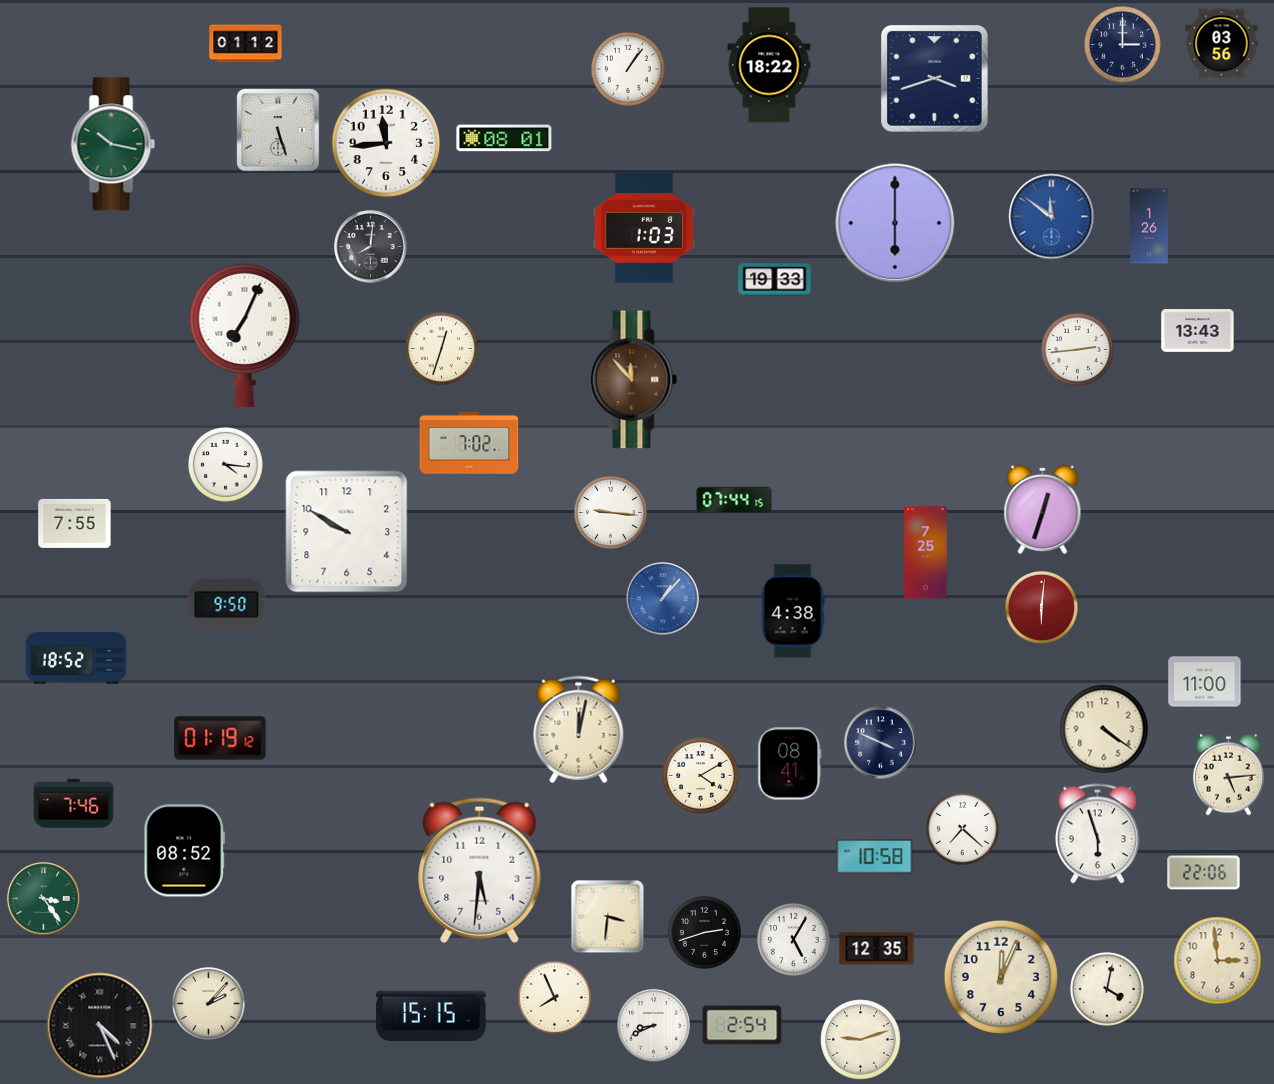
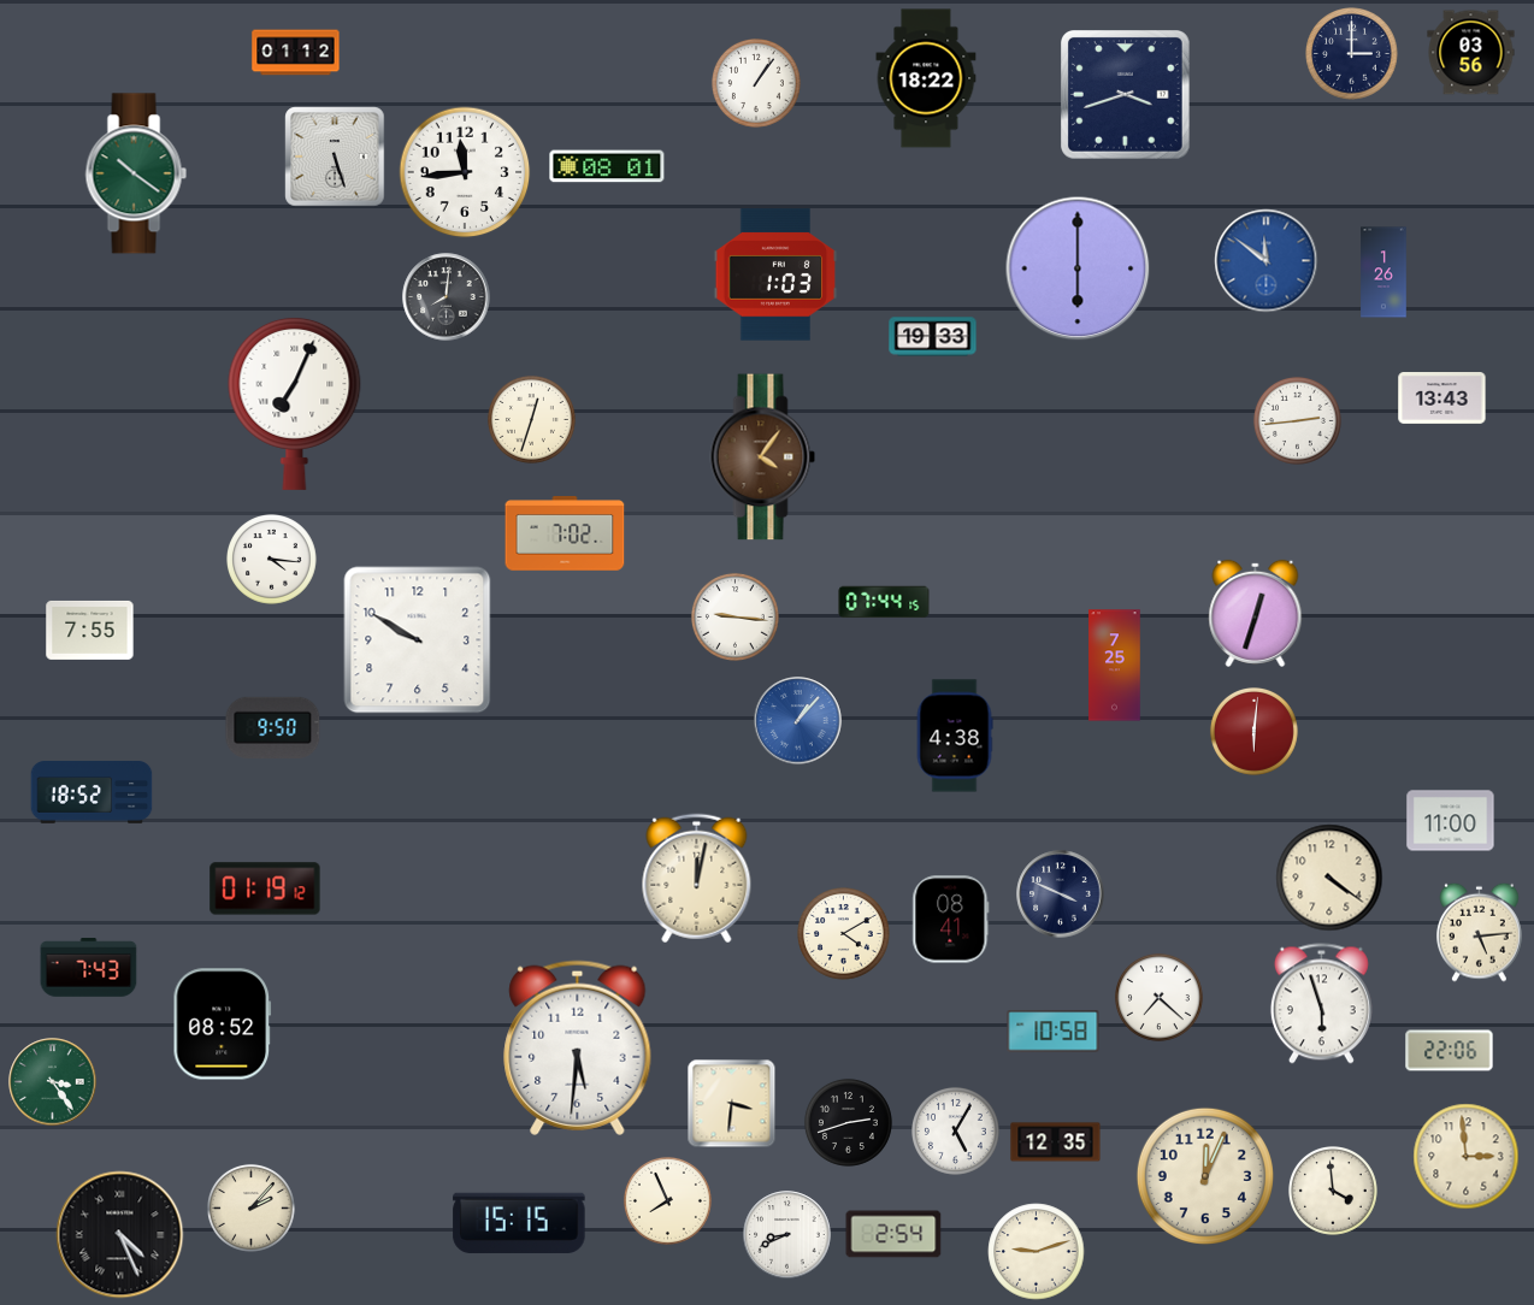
clock at (113, 144): 10:17 -> 10:21
clock at (634, 380): 11:53 -> 4:06
clock at (74, 804): 7:46 -> 7:43
clock at (1108, 990): 4:02 -> 3:59
